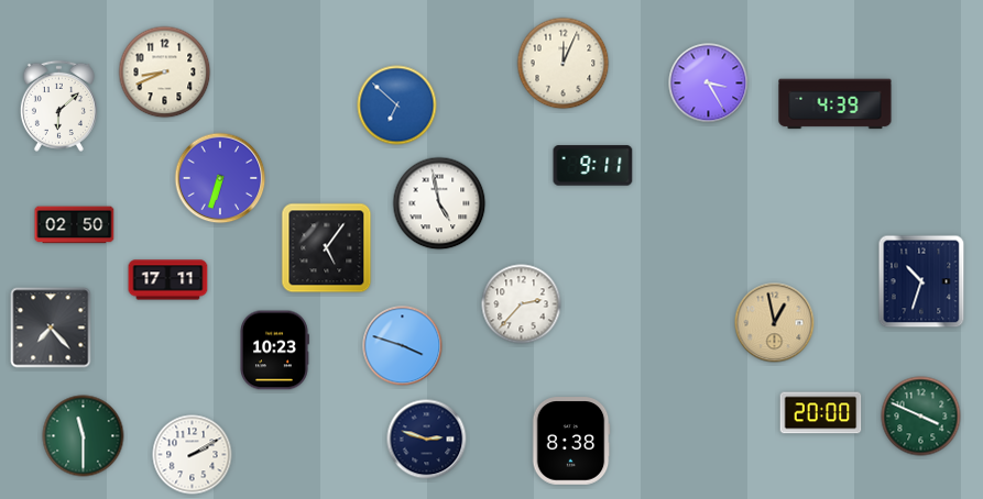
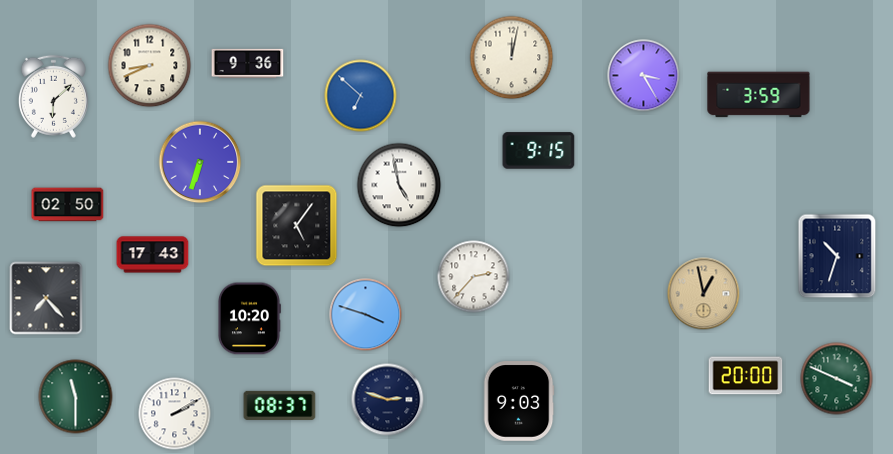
clock at (564, 64): 12:04 -> 12:02
clock at (248, 63): none -> 9:36
clock at (835, 104): 4:39 -> 3:59
clock at (593, 166): 9:11 -> 9:15
clock at (168, 280): 17:11 -> 17:43
clock at (275, 351): 10:23 -> 10:20
clock at (571, 441): 8:38 -> 9:03
clock at (280, 405): none -> 08:37
